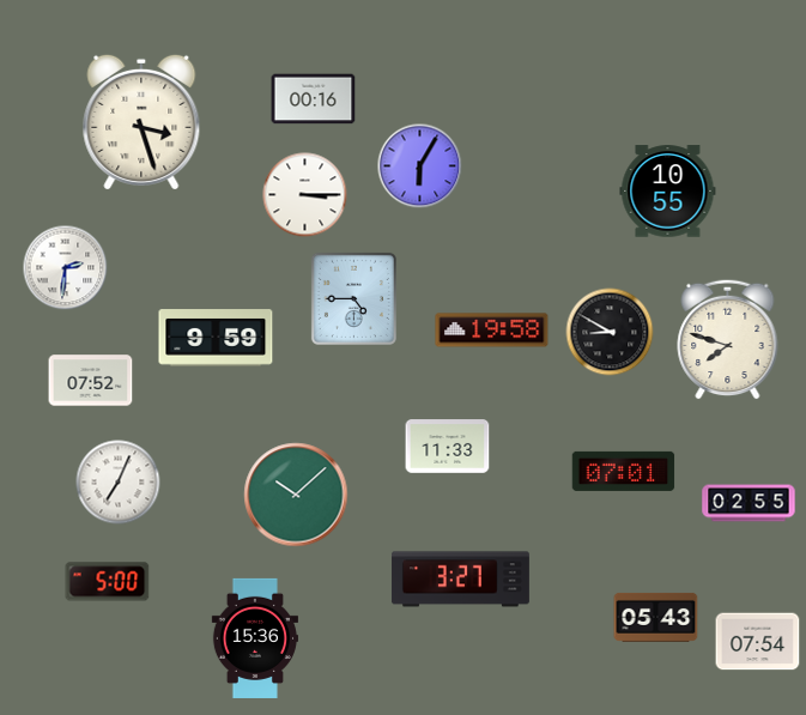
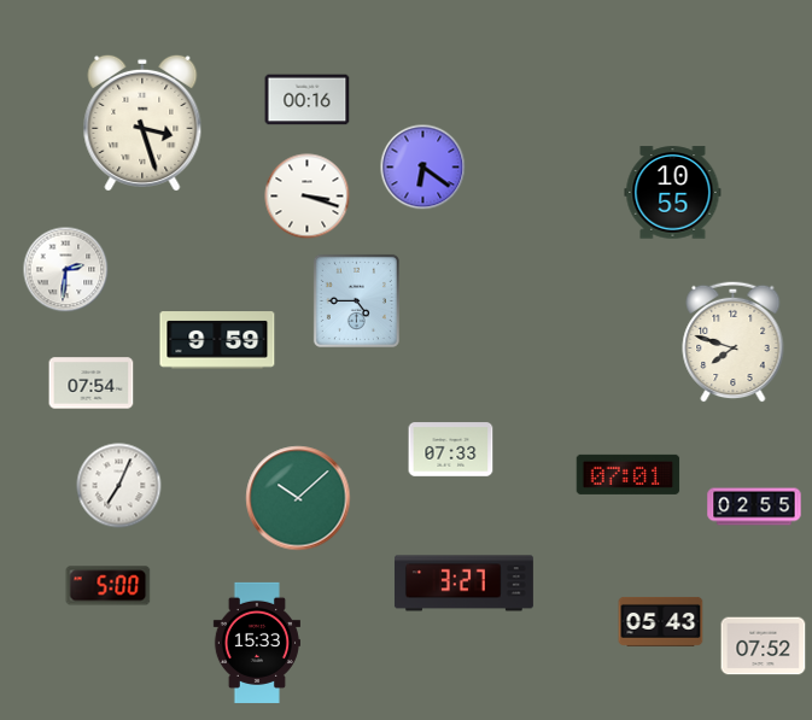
clock at (314, 99) position: (314, 99) -> (308, 100)
clock at (420, 166): 6:05 -> 6:21
clock at (305, 195): 3:15 -> 3:18
clock at (492, 331): 19:58 -> none
clock at (610, 332): 8:50 -> none
clock at (91, 381): 07:52 -> 07:54
clock at (448, 447): 11:33 -> 07:33
clock at (255, 638): 15:36 -> 15:33
clock at (758, 642): 07:54 -> 07:52
